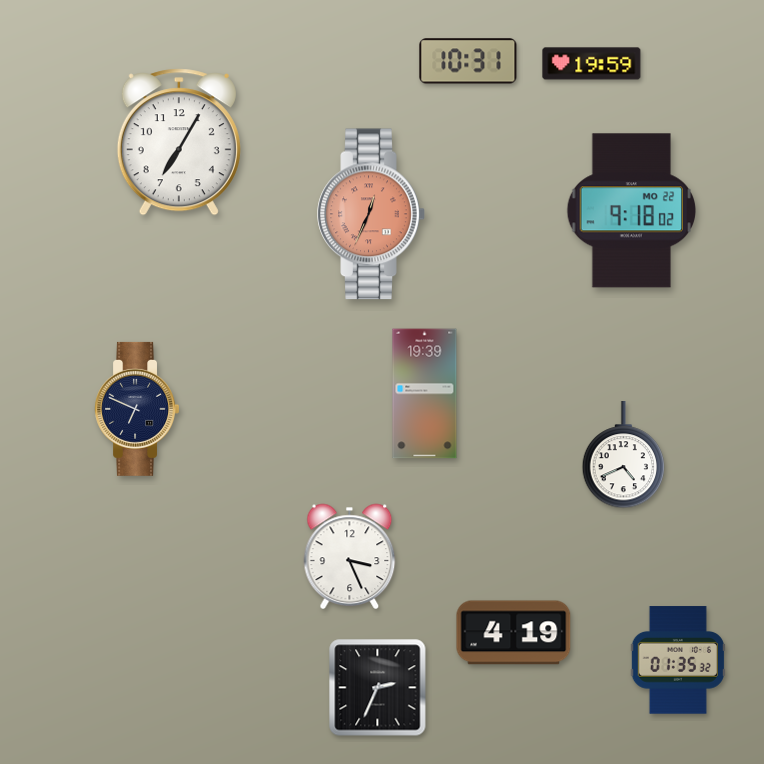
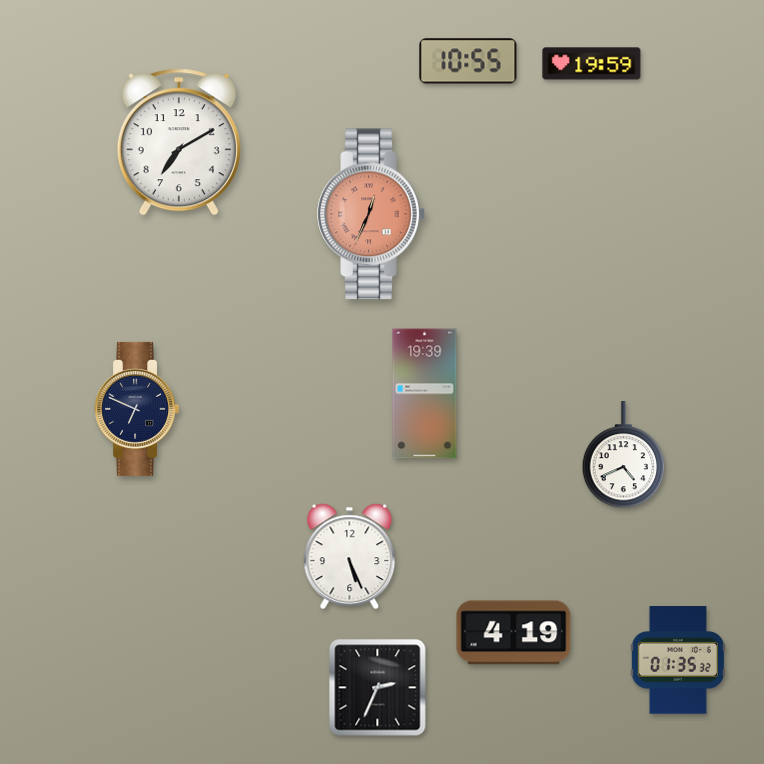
clock at (468, 61): 10:31 -> 10:55
clock at (179, 142): 7:05 -> 7:10
clock at (631, 211): 9:18 -> none
clock at (350, 556): 3:26 -> 5:26
